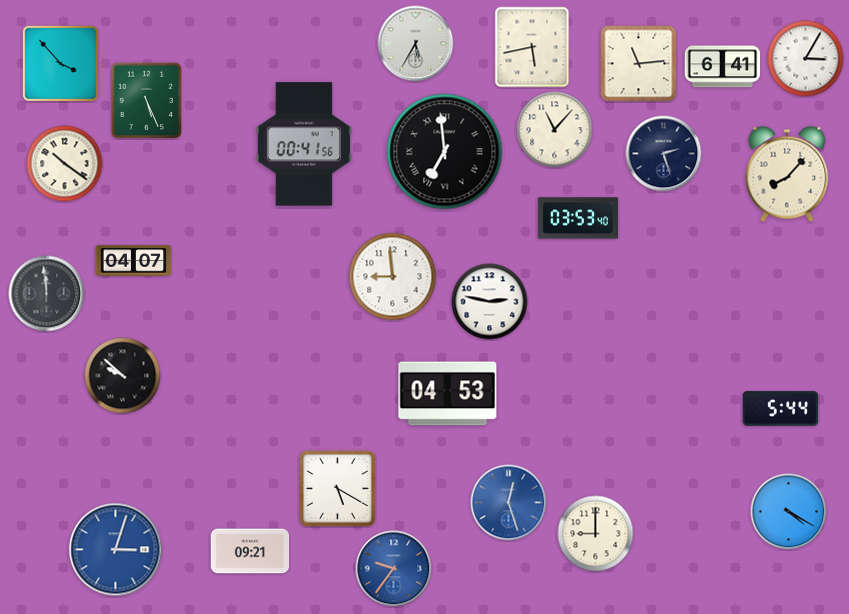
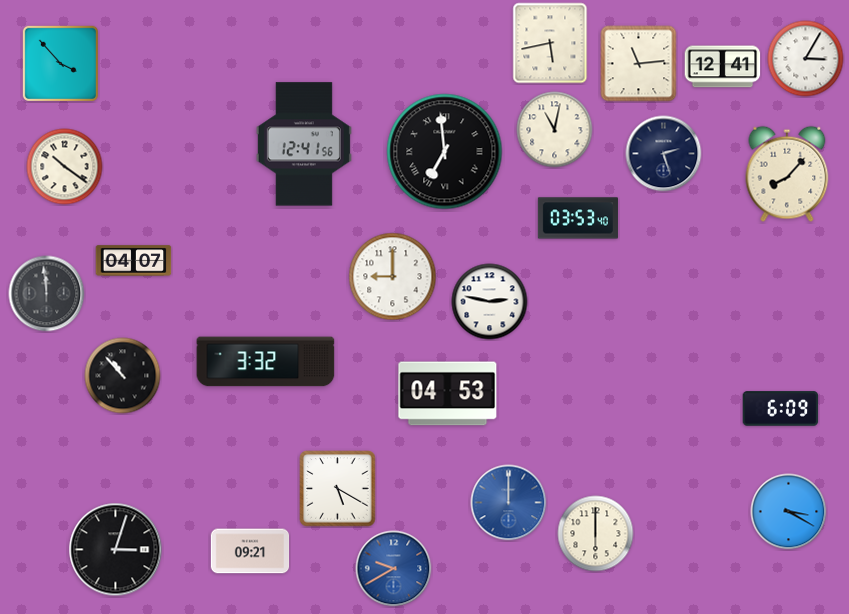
clock at (416, 44): 5:35 -> none
clock at (532, 47) position: (532, 47) -> (550, 43)
clock at (723, 67): 6:41 -> 12:41
clock at (146, 100): 5:26 -> none
clock at (555, 130): 11:07 -> 11:02
clock at (304, 144): 00:41 -> 12:41
clock at (65, 164) position: (65, 164) -> (65, 167)
clock at (393, 277): 8:59 -> 9:00
clock at (266, 362): none -> 3:32
clock at (123, 376): 9:52 -> 10:53
clock at (781, 409): 5:44 -> 6:09
clock at (509, 503): 12:27 -> 12:00
clock at (789, 512): 4:20 -> 3:20
clock at (596, 534): 9:00 -> 6:00
clock at (116, 550) dial: blue -> black
clock at (394, 569): 9:36 -> 9:40
